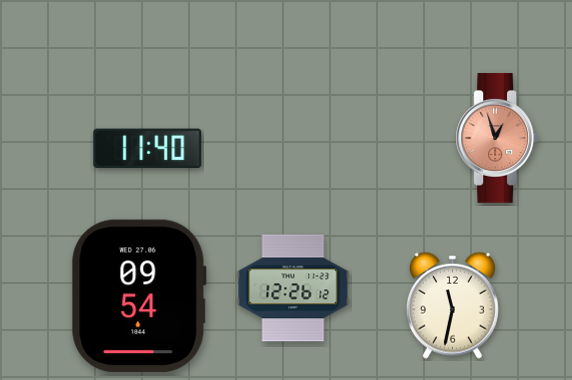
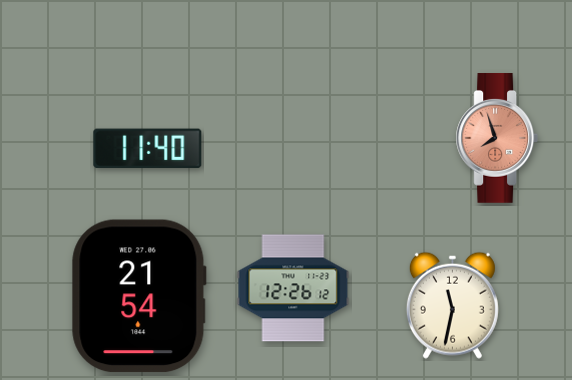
clock at (497, 139): 12:57 -> 7:57
clock at (139, 296): 09:54 -> 21:54
